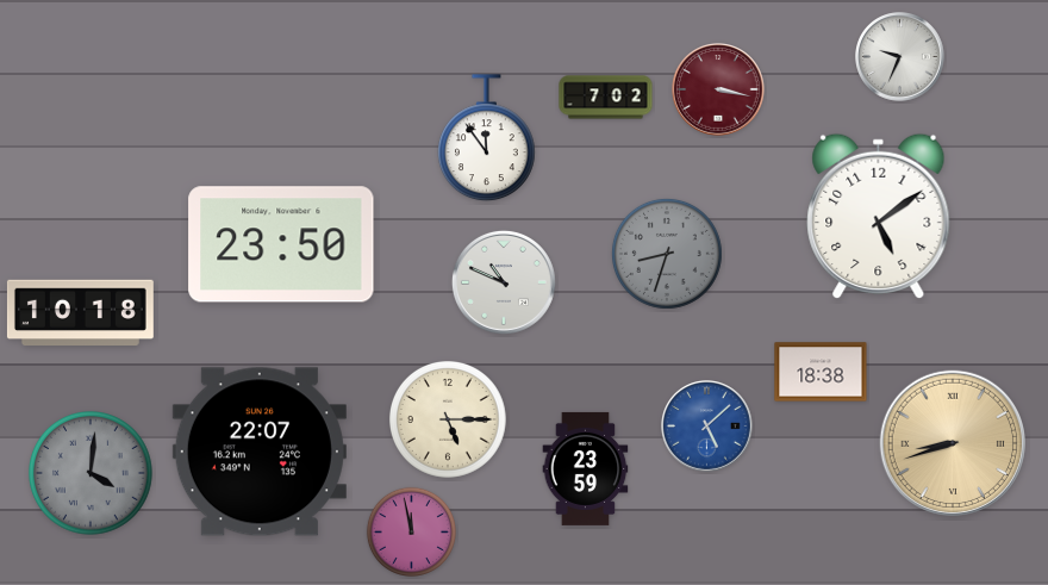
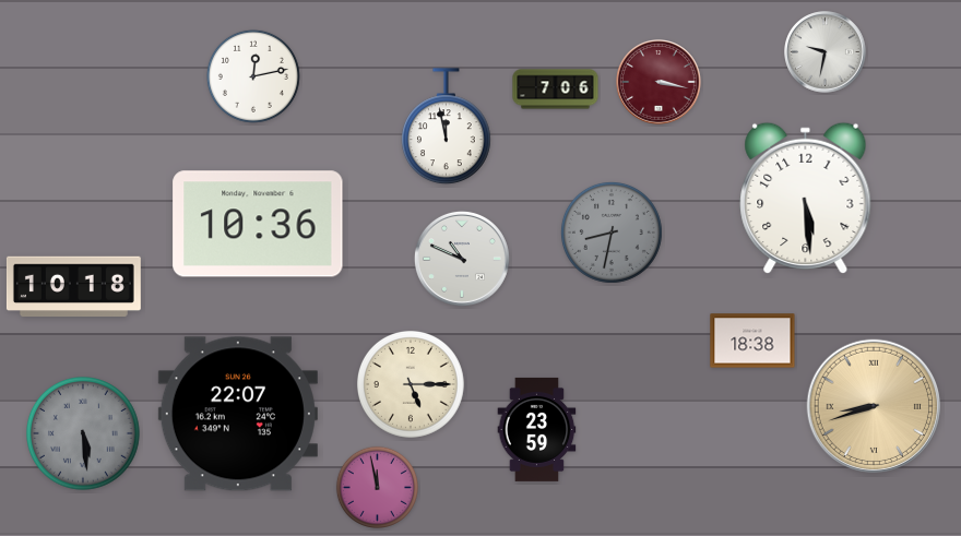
clock at (900, 57): 9:34 -> 9:32
clock at (253, 76): none -> 12:13
clock at (606, 98): 7:02 -> 7:06
clock at (487, 138): 11:54 -> 11:58
clock at (879, 217): 5:09 -> 5:29
clock at (281, 244): 23:50 -> 10:36
clock at (667, 254): 8:33 -> 8:32
clock at (707, 427): 5:08 -> none
clock at (92, 474): 4:01 -> 5:29
